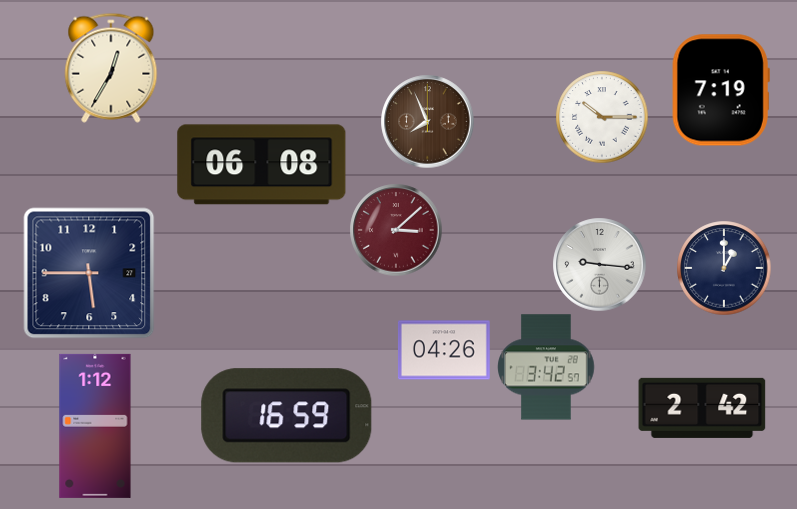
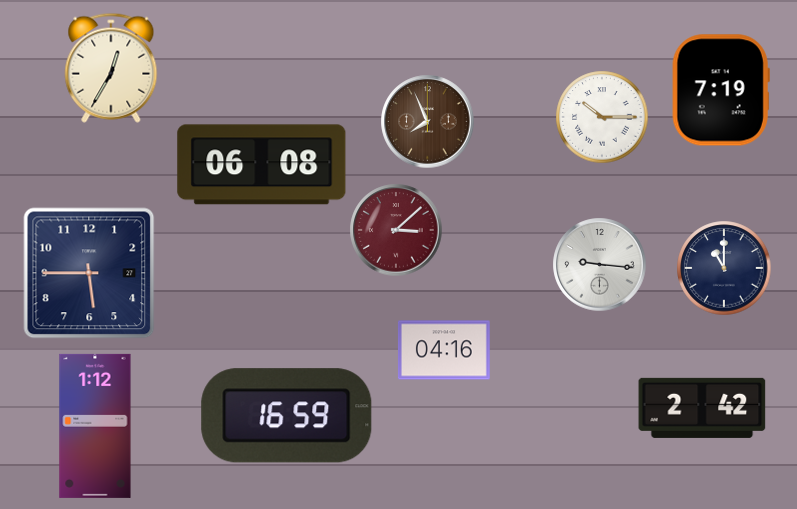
clock at (724, 268): 1:00 -> 11:00
clock at (444, 350): 04:26 -> 04:16
clock at (546, 367): 3:42 -> none
